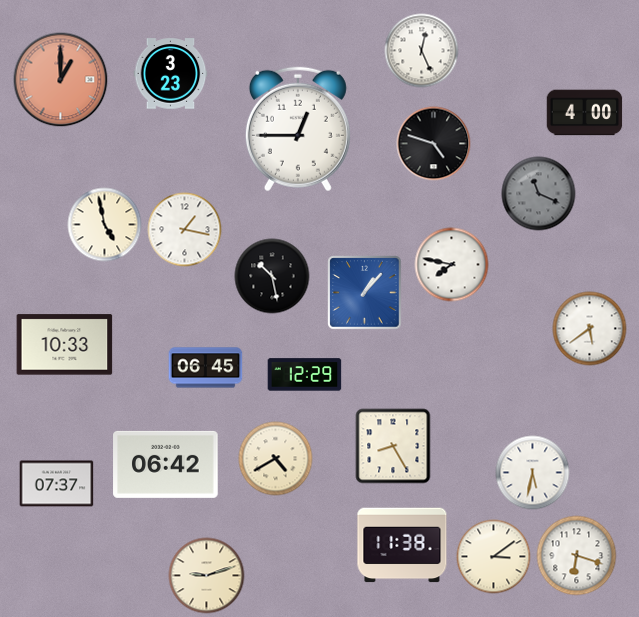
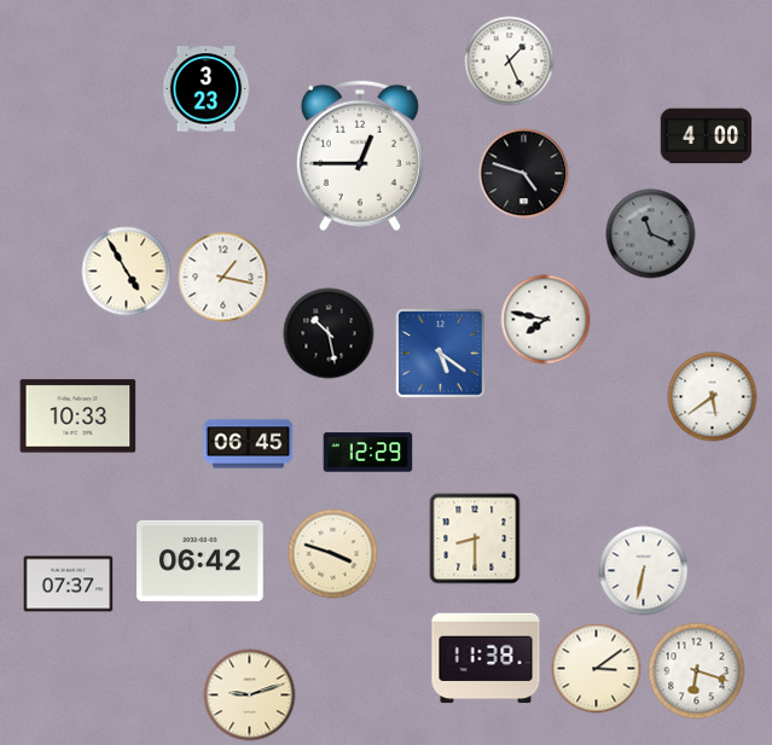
clock at (422, 51): 12:26 -> 1:26
clock at (61, 80): 1:00 -> none
clock at (105, 225): 4:58 -> 4:55
clock at (365, 293): 1:07 -> 5:21
clock at (393, 446): 8:25 -> 8:30
clock at (276, 459): 4:40 -> 3:48
clock at (533, 473): 5:32 -> 6:32
clock at (494, 557) position: (494, 557) -> (597, 669)
